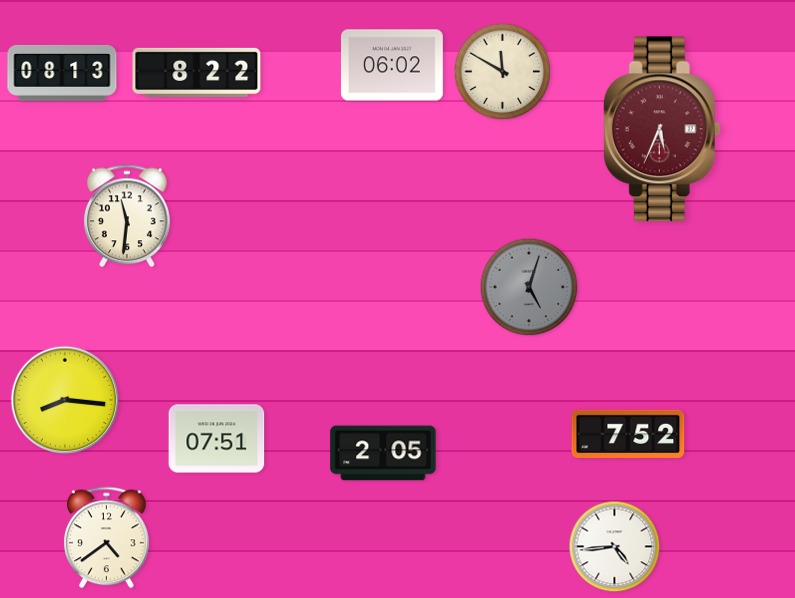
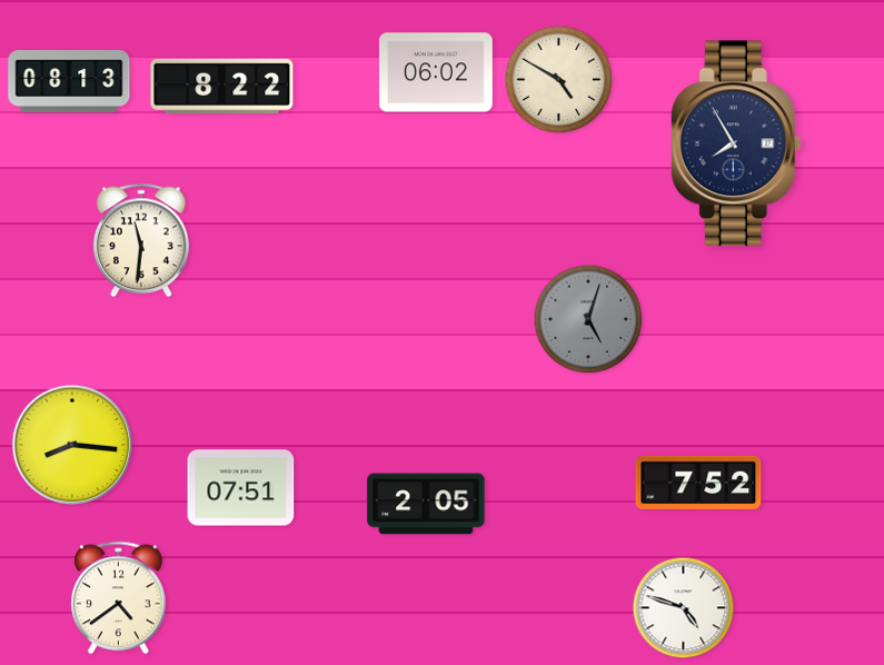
clock at (197, 72) position: (197, 72) -> (222, 86)
clock at (503, 72): 11:50 -> 4:50
clock at (662, 129): 5:34 -> 7:55
clock at (662, 129) dial: burgundy -> navy
clock at (615, 547): 4:44 -> 4:48
